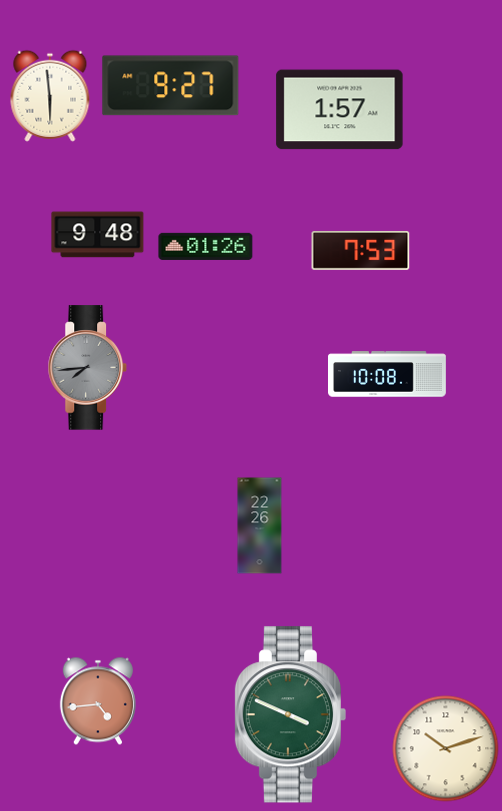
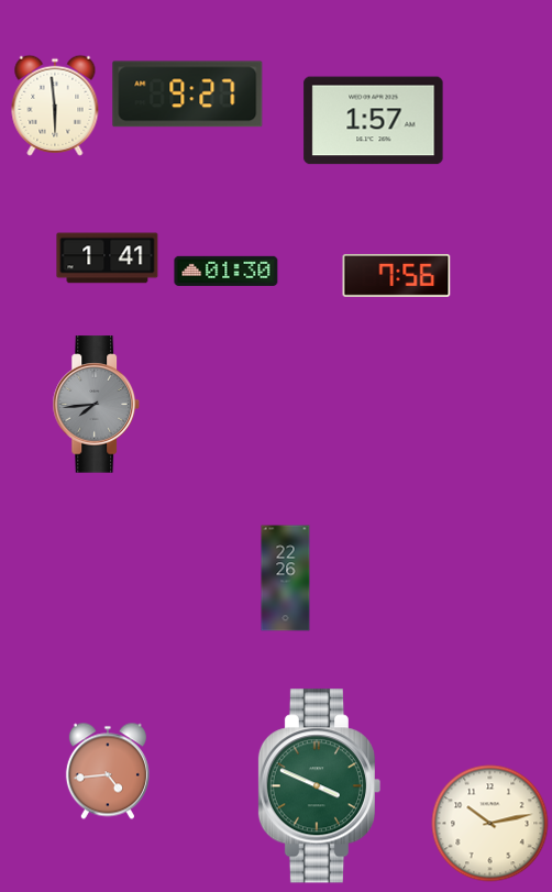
clock at (98, 235): 9:48 -> 1:41
clock at (206, 246): 01:26 -> 01:30
clock at (361, 250): 7:53 -> 7:56
clock at (388, 374): 10:08 -> none
clock at (446, 749): 10:12 -> 10:13
